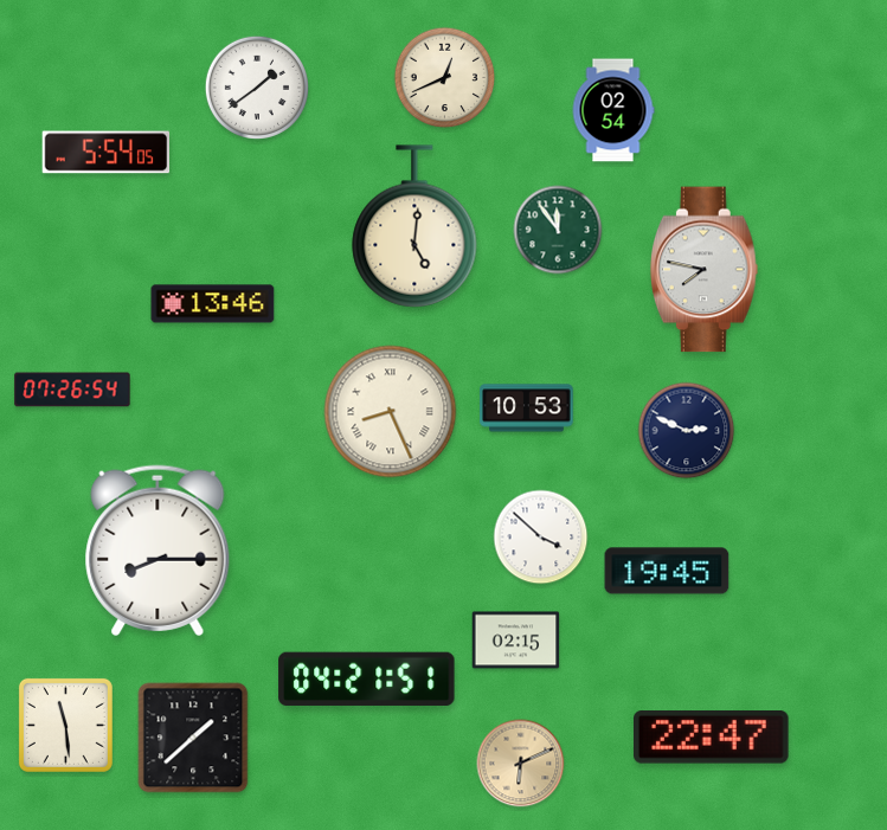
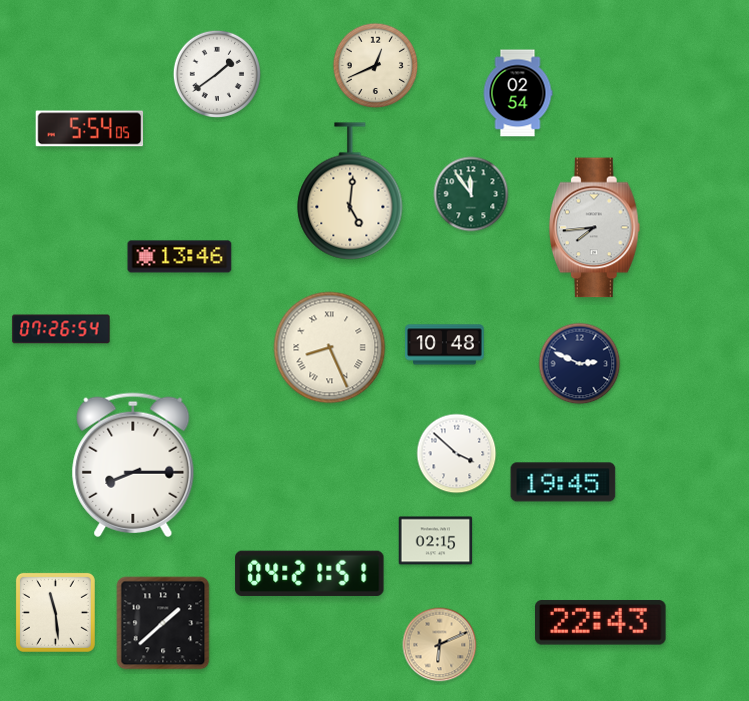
clock at (703, 270): 7:47 -> 7:44
clock at (527, 408): 10:53 -> 10:48
clock at (712, 738): 22:47 -> 22:43
